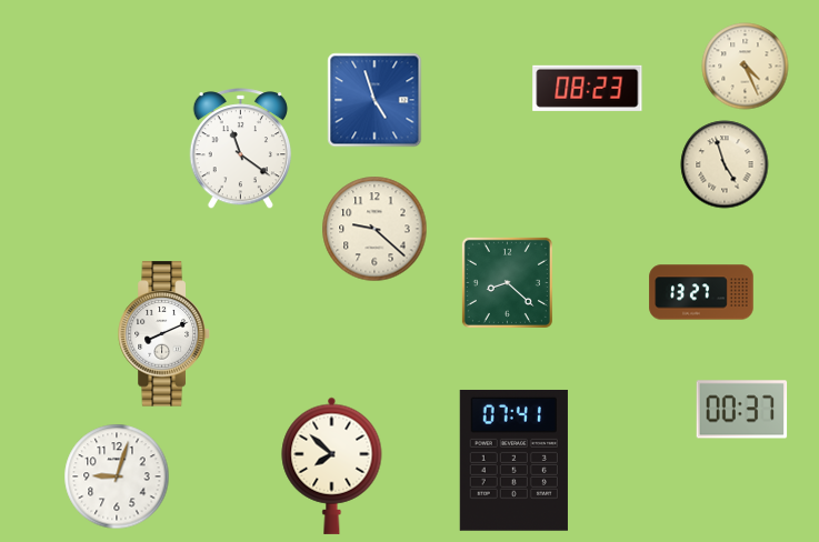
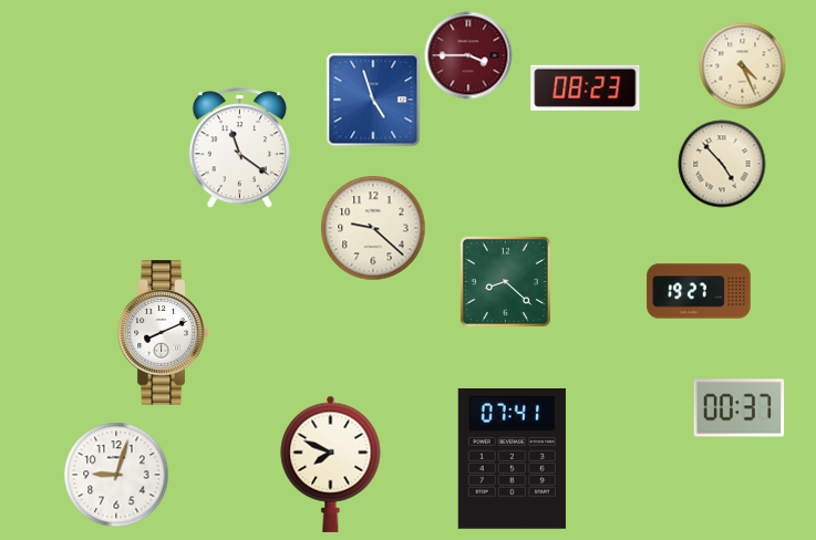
clock at (468, 55): none -> 3:45
clock at (725, 164): 4:57 -> 4:53
clock at (701, 292): 13:27 -> 19:27
clock at (332, 465): 7:52 -> 7:49
